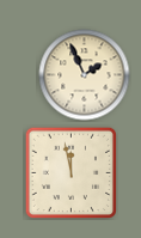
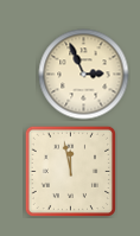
clock at (85, 75): 1:56 -> 2:56
